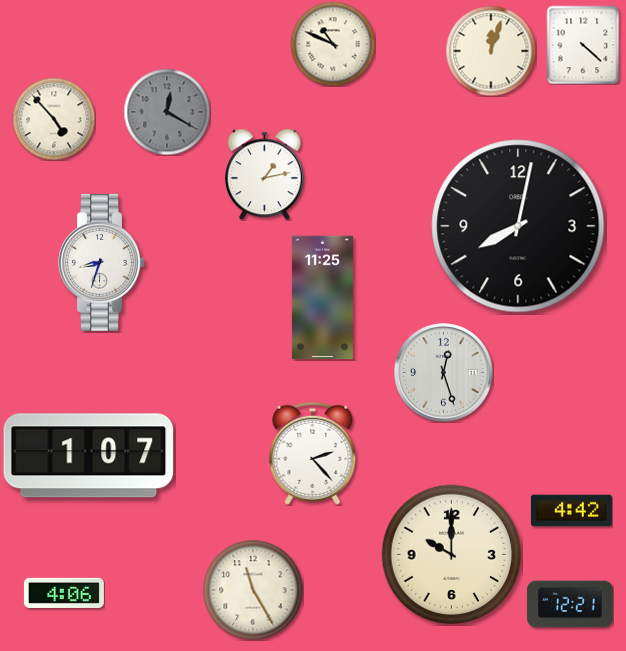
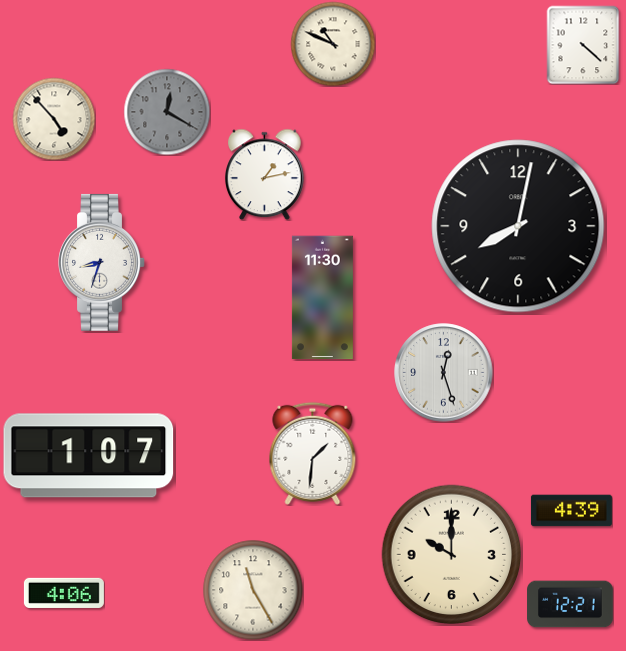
clock at (491, 51): 12:03 -> none
clock at (322, 298): 11:25 -> 11:30
clock at (313, 453): 2:23 -> 1:31
clock at (571, 511): 4:42 -> 4:39
